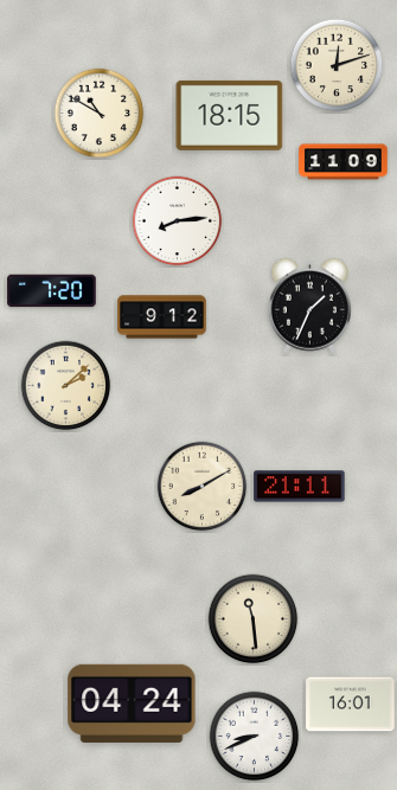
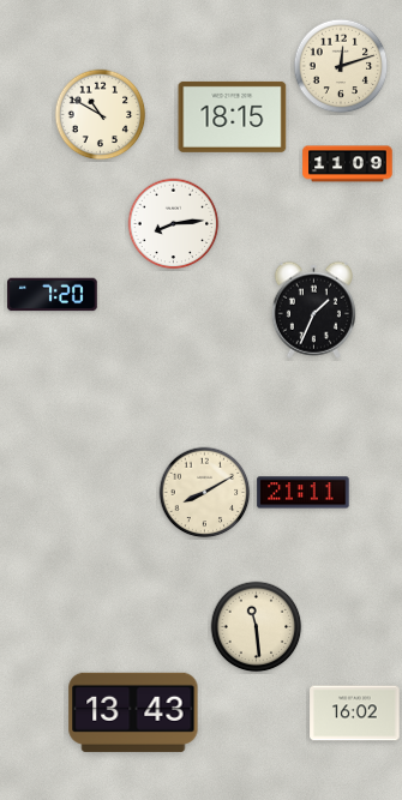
clock at (178, 221) position: (178, 221) -> (174, 224)
clock at (162, 317): 9:12 -> none
clock at (66, 386): 2:08 -> none
clock at (132, 704): 04:24 -> 13:43
clock at (351, 705): 16:01 -> 16:02
clock at (255, 737): 8:41 -> none
